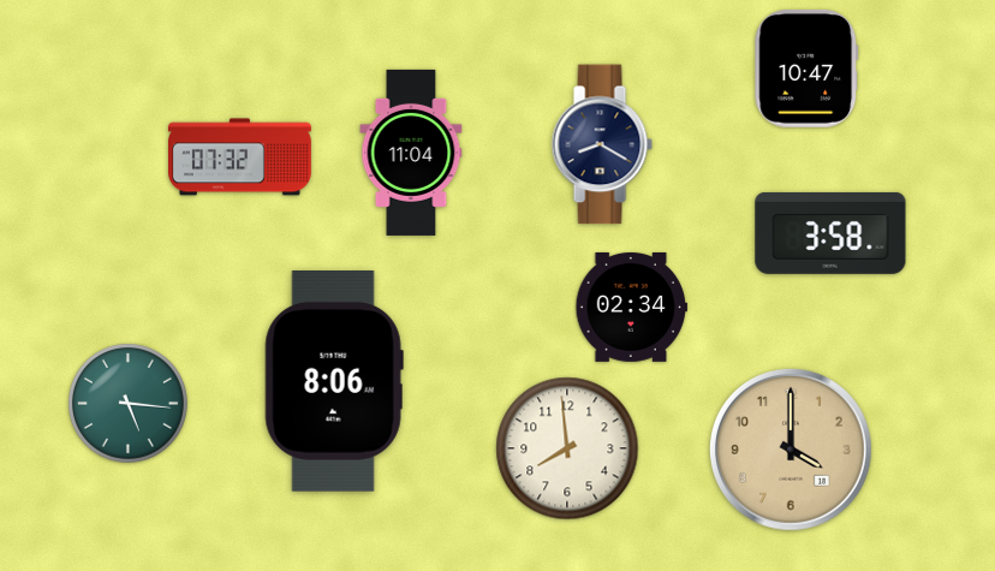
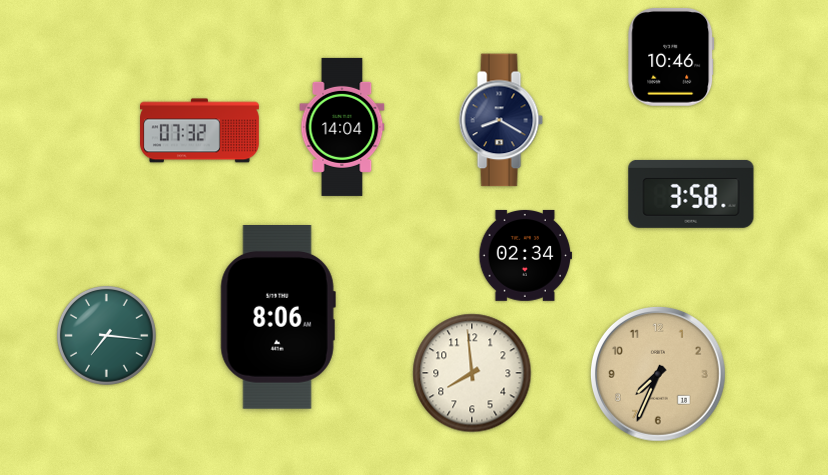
clock at (806, 69): 10:47 -> 10:46
clock at (411, 153): 11:04 -> 14:04
clock at (127, 403): 5:16 -> 7:16
clock at (792, 451): 4:00 -> 7:34
